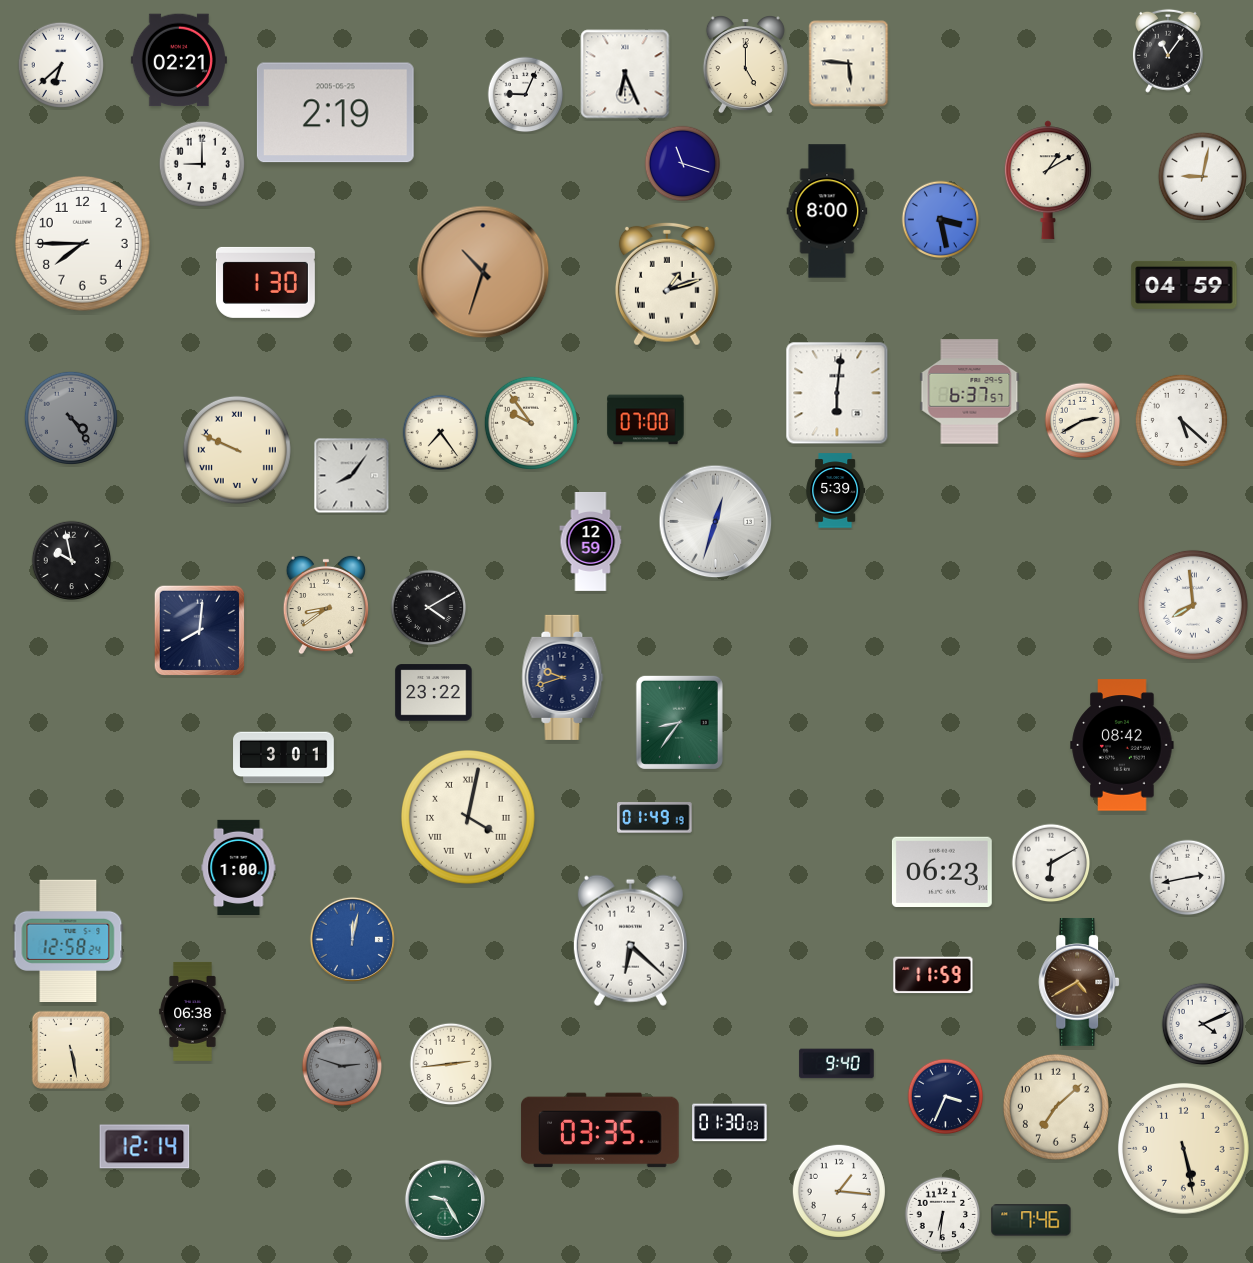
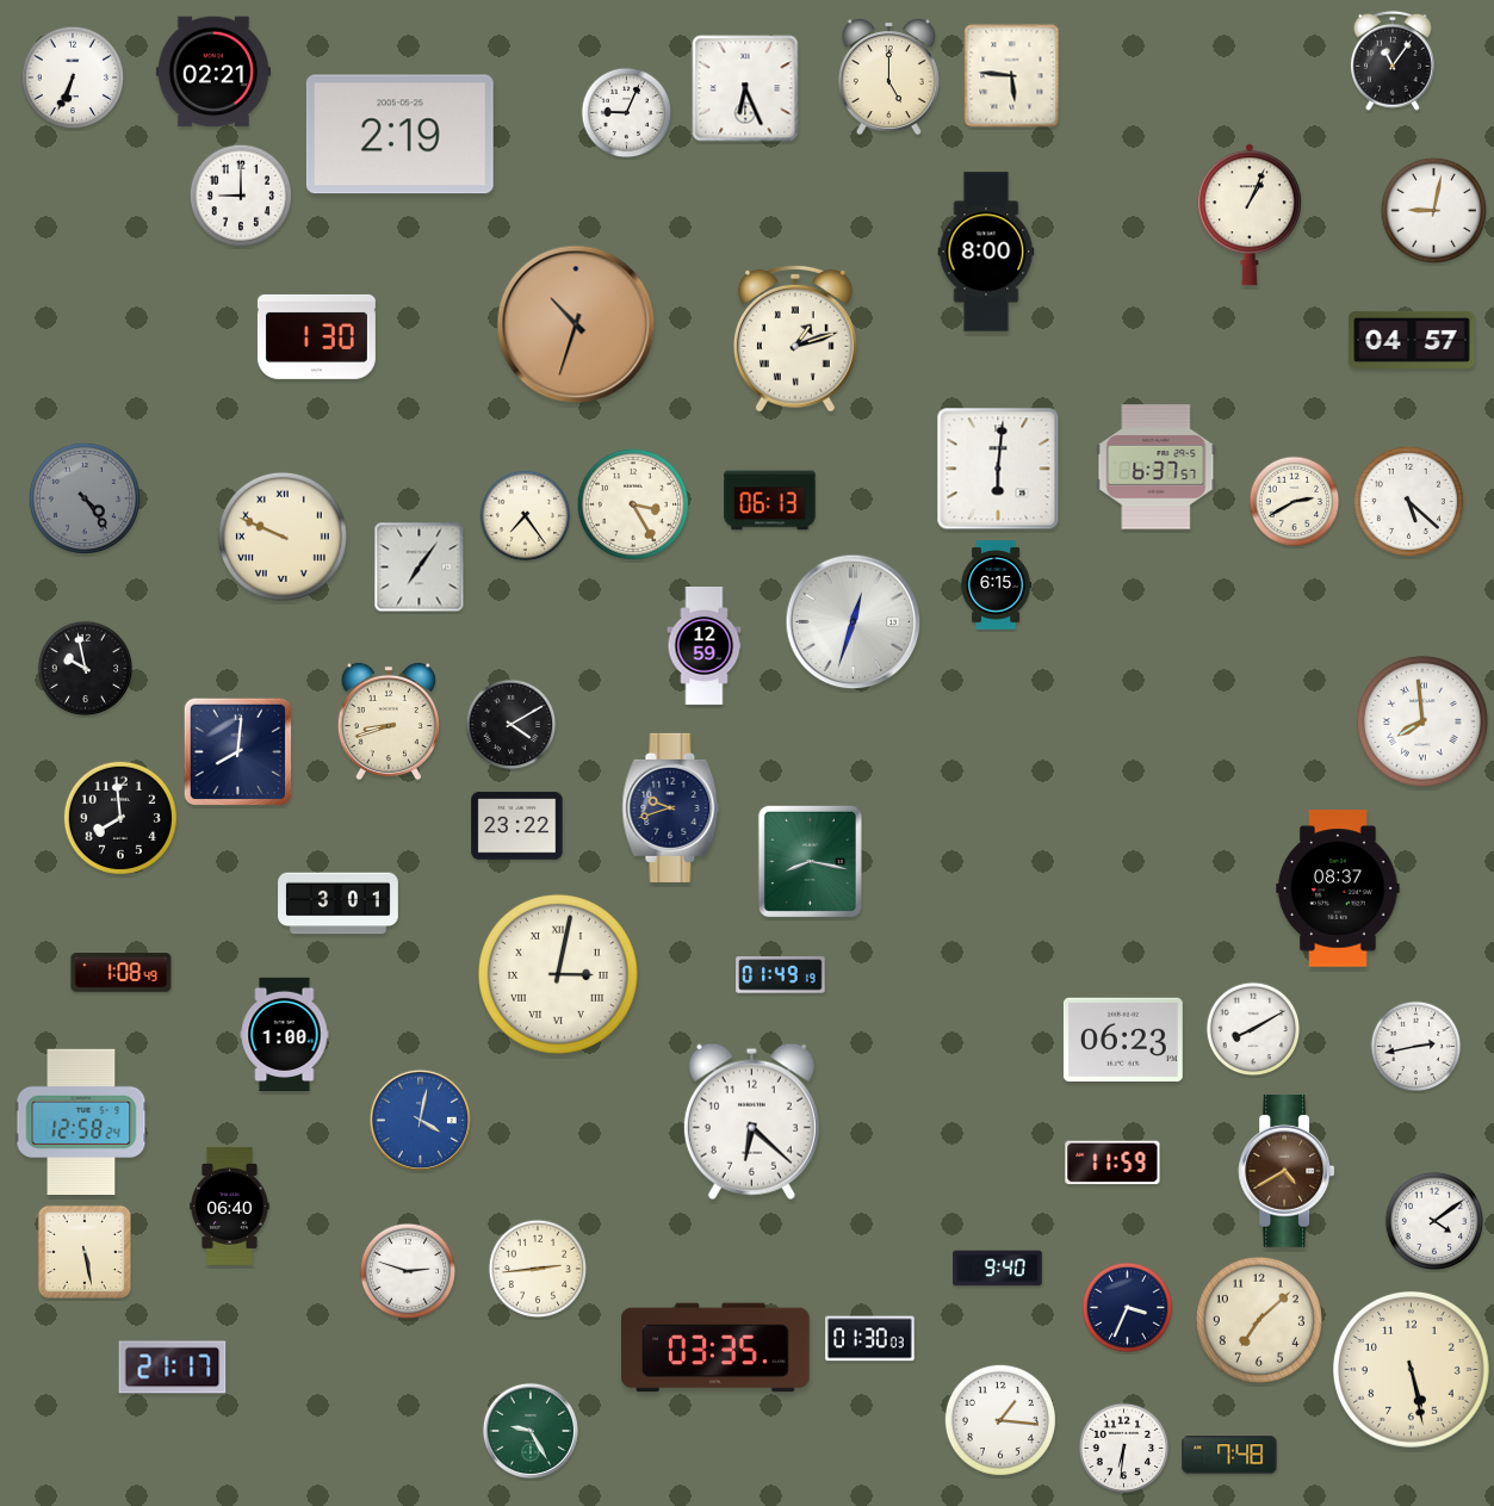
clock at (60, 64): 6:38 -> 6:34
clock at (683, 164): 11:18 -> none
clock at (1048, 180): 1:10 -> 1:04
clock at (941, 220): 3:28 -> none
clock at (83, 244): 7:45 -> none
clock at (1184, 285): 04:59 -> 04:57
clock at (646, 420): 07:00 -> 06:13
clock at (1083, 421) position: (1083, 421) -> (1295, 502)
clock at (531, 423): 9:54 -> 3:25
clock at (352, 476): 8:06 -> 7:06
clock at (836, 491): 5:39 -> 6:15
clock at (326, 605): 8:39 -> 8:42
clock at (120, 818): none -> 7:59
clock at (679, 722): 8:36 -> 8:17
clock at (1122, 745): 08:42 -> 08:37
clock at (122, 973): none -> 1:08
clock at (469, 818): 4:02 -> 3:02
clock at (1051, 863): 6:10 -> 8:10
clock at (352, 939): 12:02 -> 4:02
clock at (193, 1011): 06:38 -> 06:40
clock at (1203, 1024): 4:11 -> 4:09
clock at (342, 1066) dial: grey -> white
clock at (145, 1147): 12:14 -> 21:17
clock at (1031, 1220): 7:46 -> 7:48
